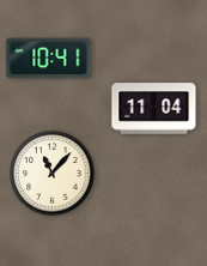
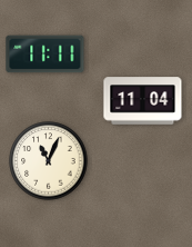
clock at (49, 59): 10:41 -> 11:11
clock at (53, 174): 11:07 -> 11:04
